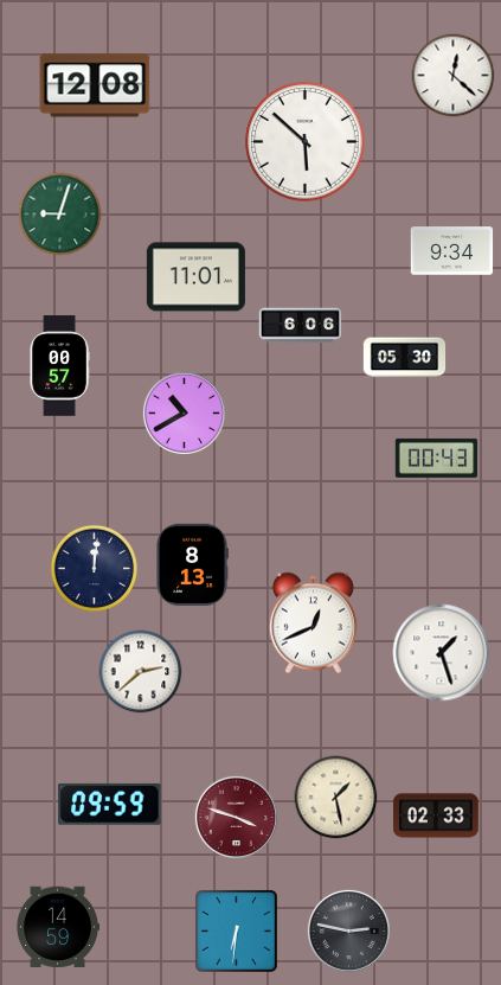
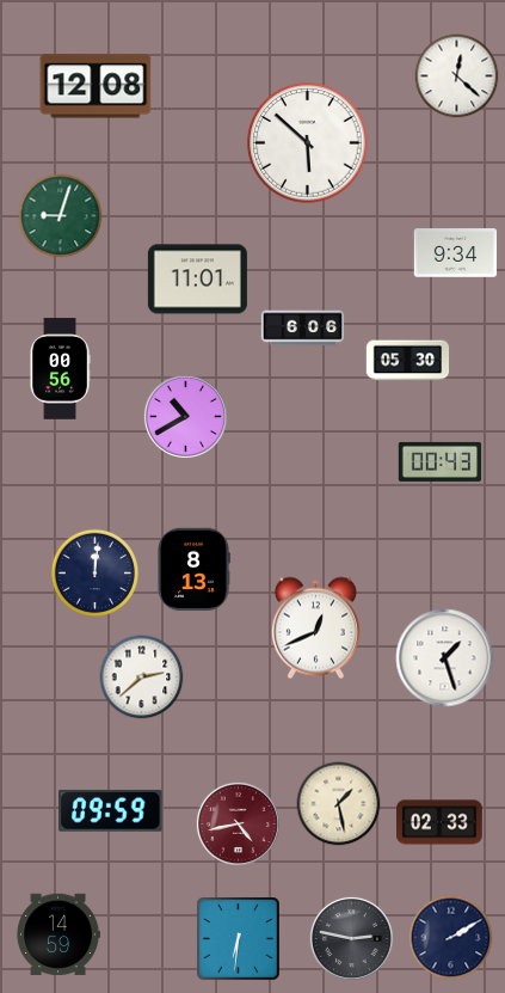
clock at (59, 366): 00:57 -> 00:56
clock at (236, 817): 3:48 -> 4:43
clock at (451, 938): none -> 2:10
